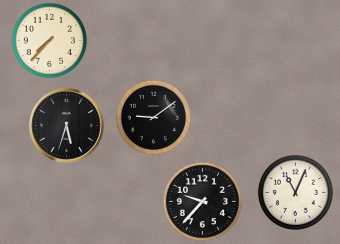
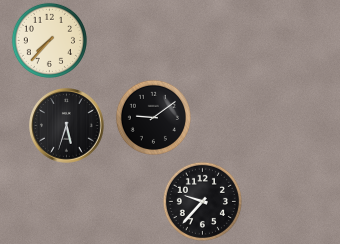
clock at (295, 192): 11:04 -> none
